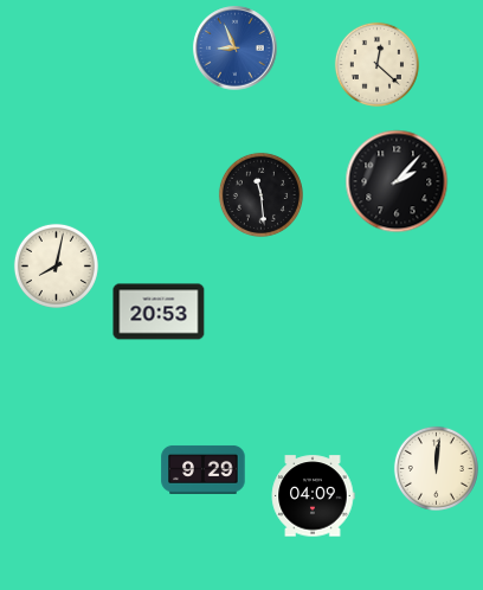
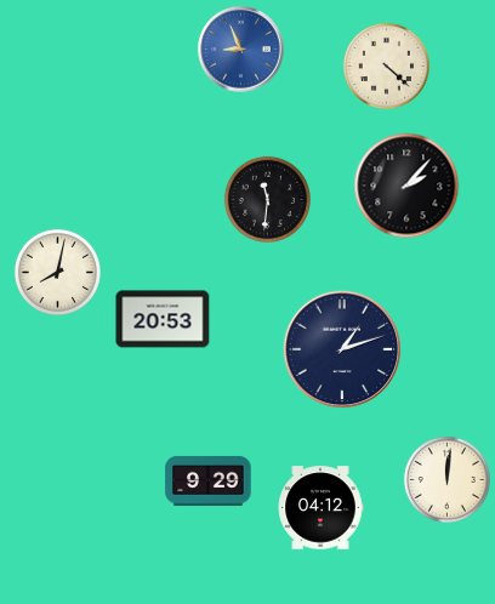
clock at (376, 64): 12:22 -> 4:22
clock at (260, 194): 11:29 -> 11:31
clock at (342, 349): none -> 1:12
clock at (313, 496): 04:09 -> 04:12
